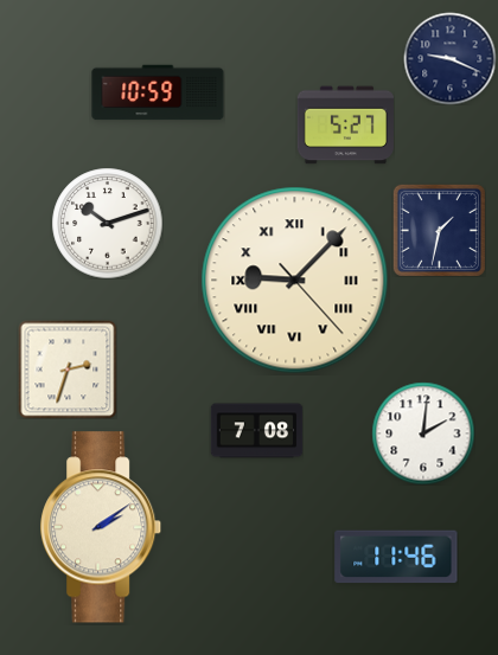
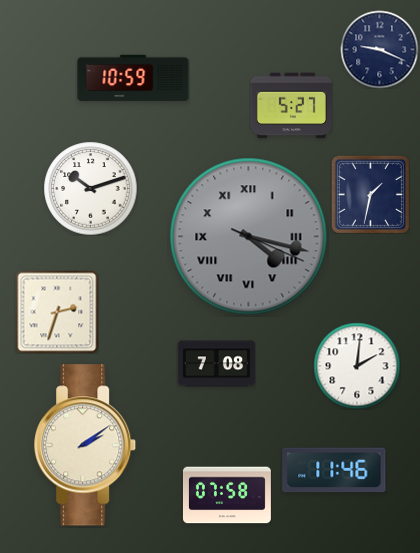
clock at (295, 281): 9:07 -> 4:17
clock at (295, 281) dial: cream -> grey
clock at (227, 495): none -> 07:58
